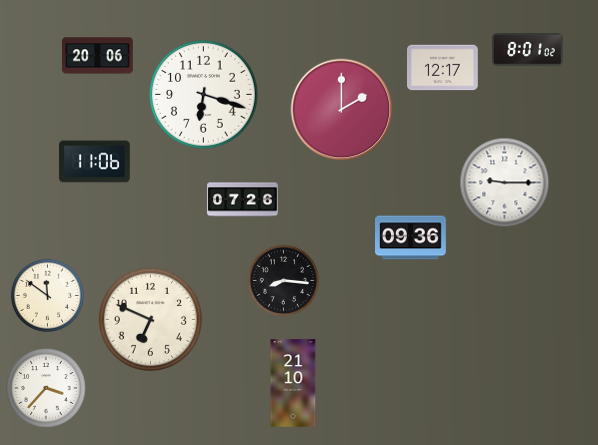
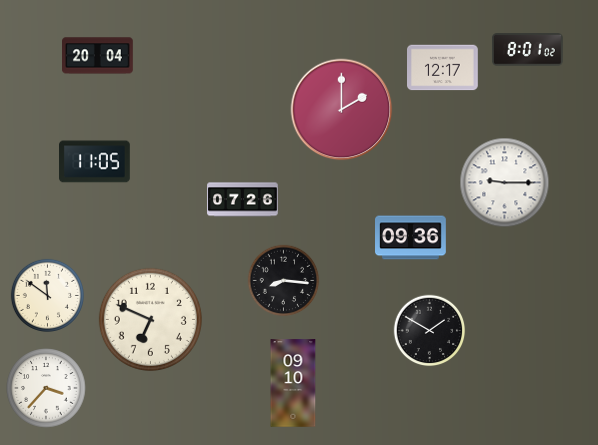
clock at (98, 56): 20:06 -> 20:04
clock at (204, 95): 6:18 -> none
clock at (95, 162): 11:06 -> 11:05
clock at (430, 331): none -> 1:50
clock at (293, 383): 21:10 -> 09:10
